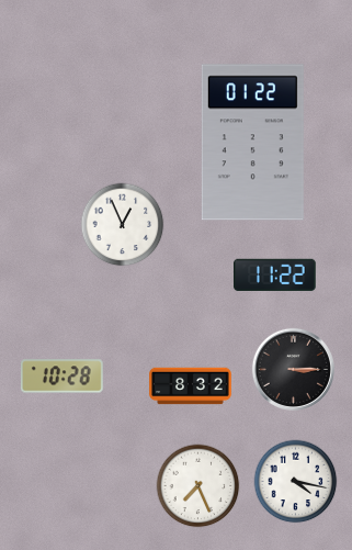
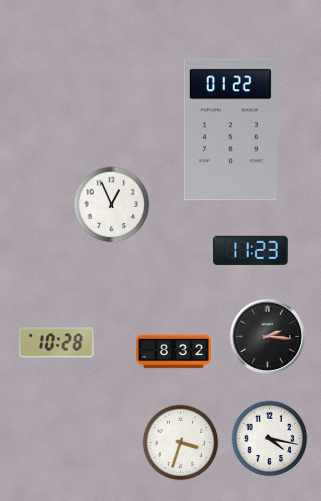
clock at (275, 274): 11:22 -> 11:23
clock at (293, 369): 3:15 -> 2:16
clock at (198, 486): 7:26 -> 3:33
